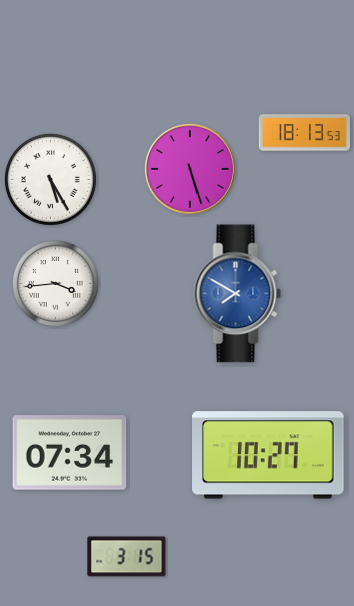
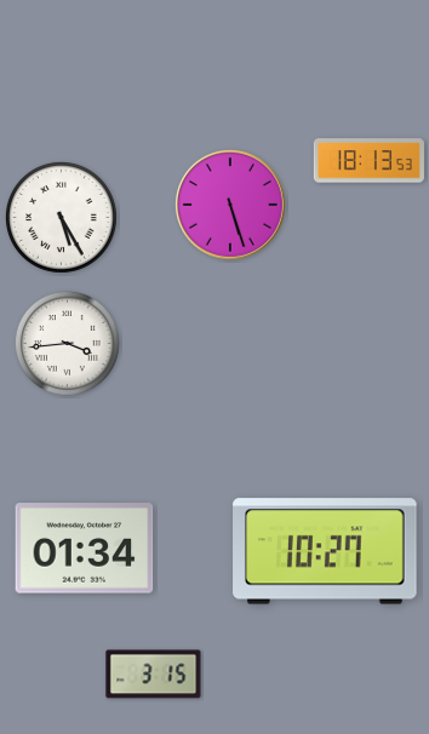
clock at (238, 294): 7:50 -> none
clock at (70, 453): 07:34 -> 01:34
